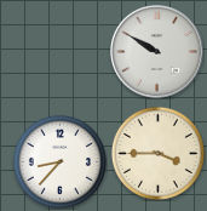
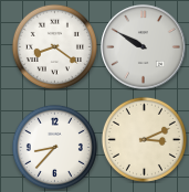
clock at (54, 46): none -> 8:21
clock at (157, 153): 3:45 -> 3:11
